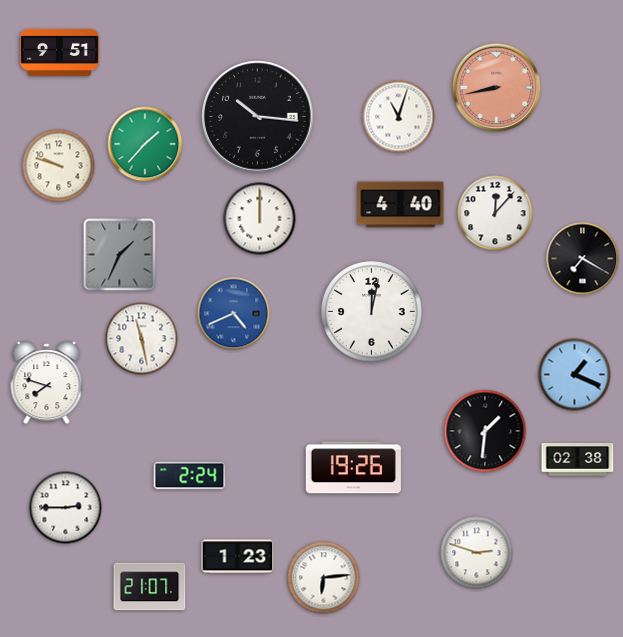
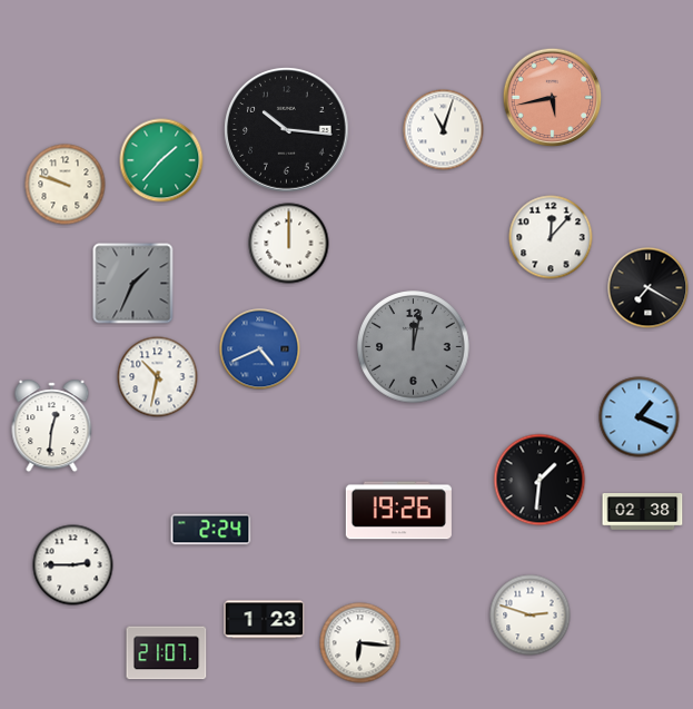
clock at (59, 52): 9:51 -> none
clock at (497, 88): 8:43 -> 5:43
clock at (401, 205): 4:40 -> none
clock at (372, 312) dial: white -> grey
clock at (142, 339): 11:28 -> 10:32
clock at (47, 383): 7:48 -> 12:31
clock at (353, 468) position: (353, 468) -> (398, 511)
clock at (324, 578): 6:14 -> 6:16
